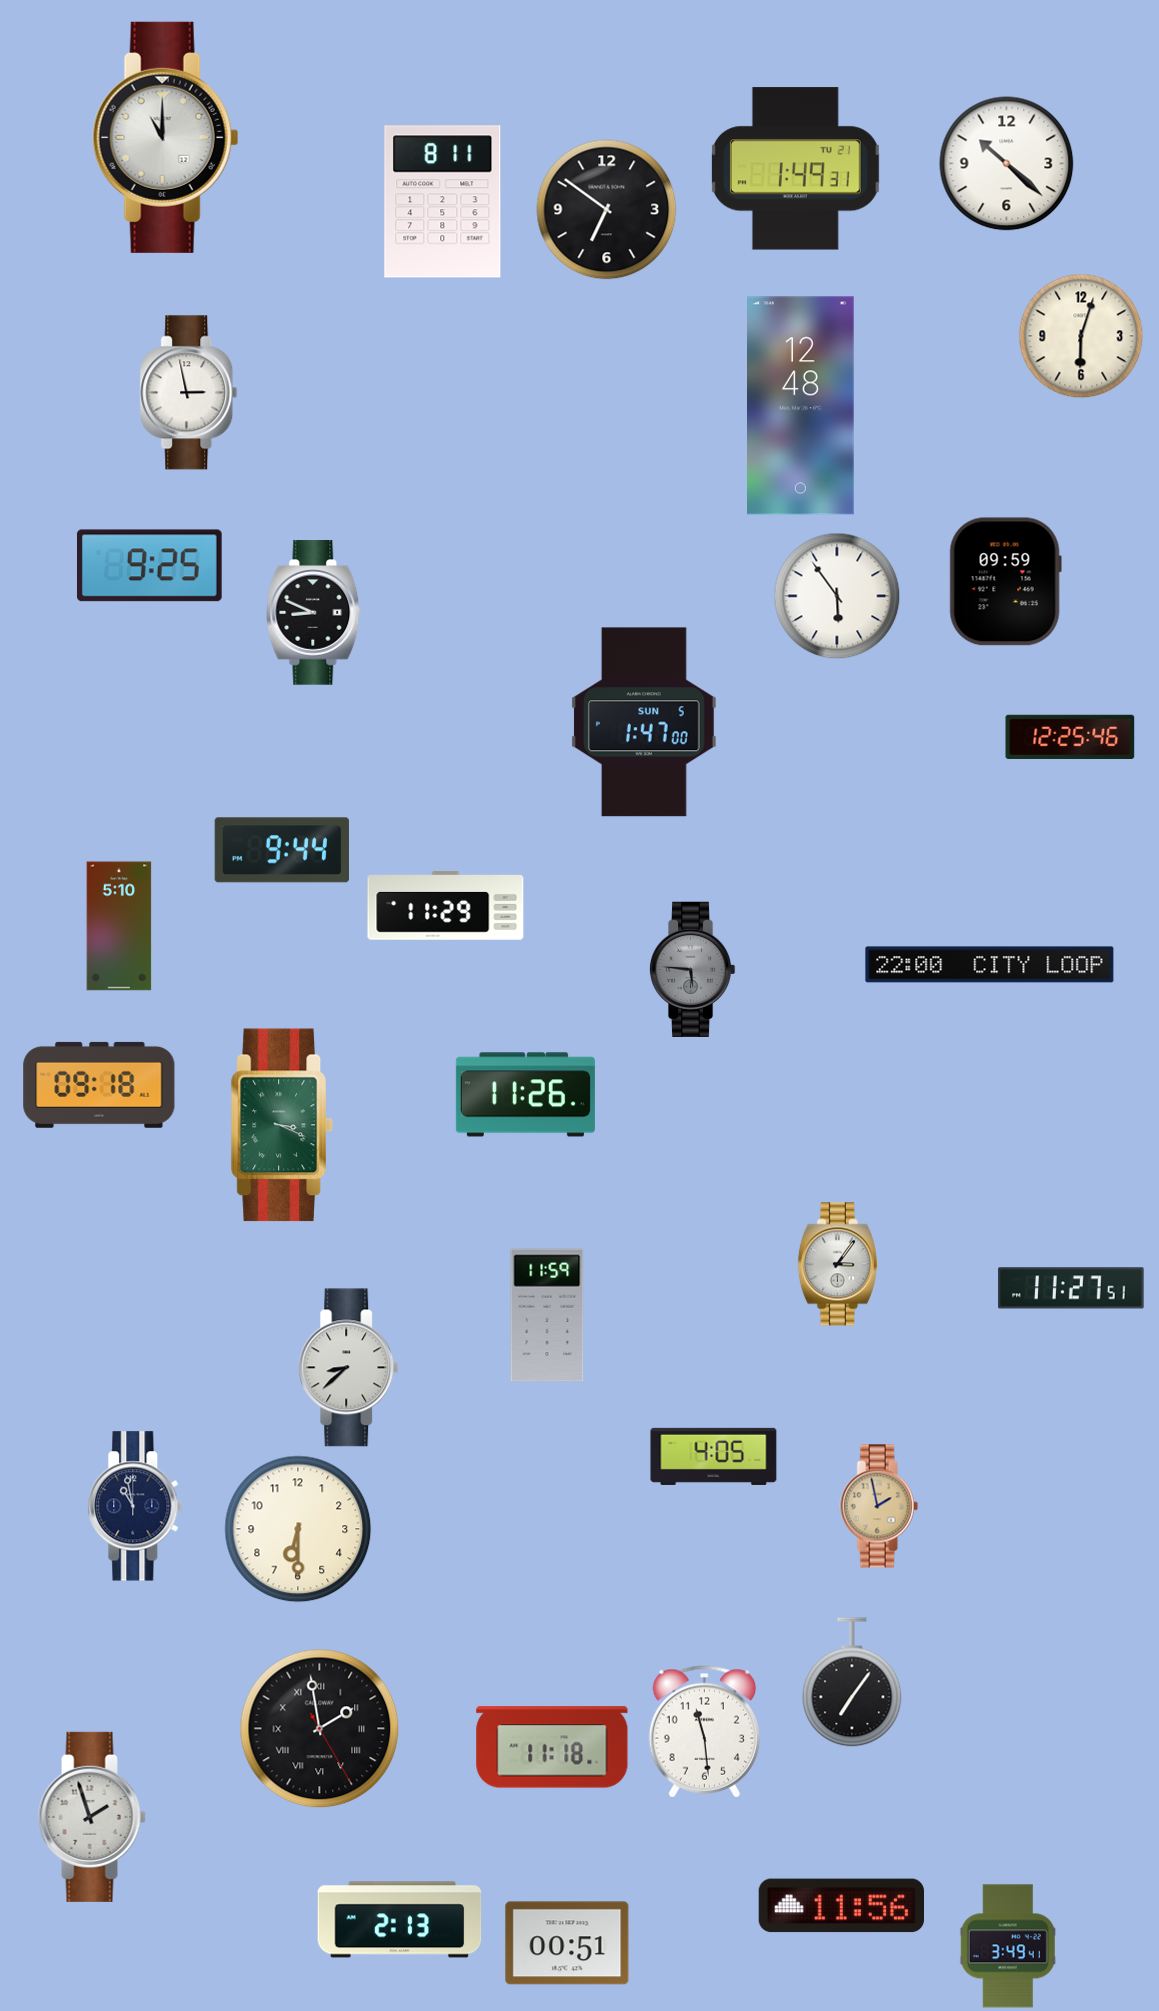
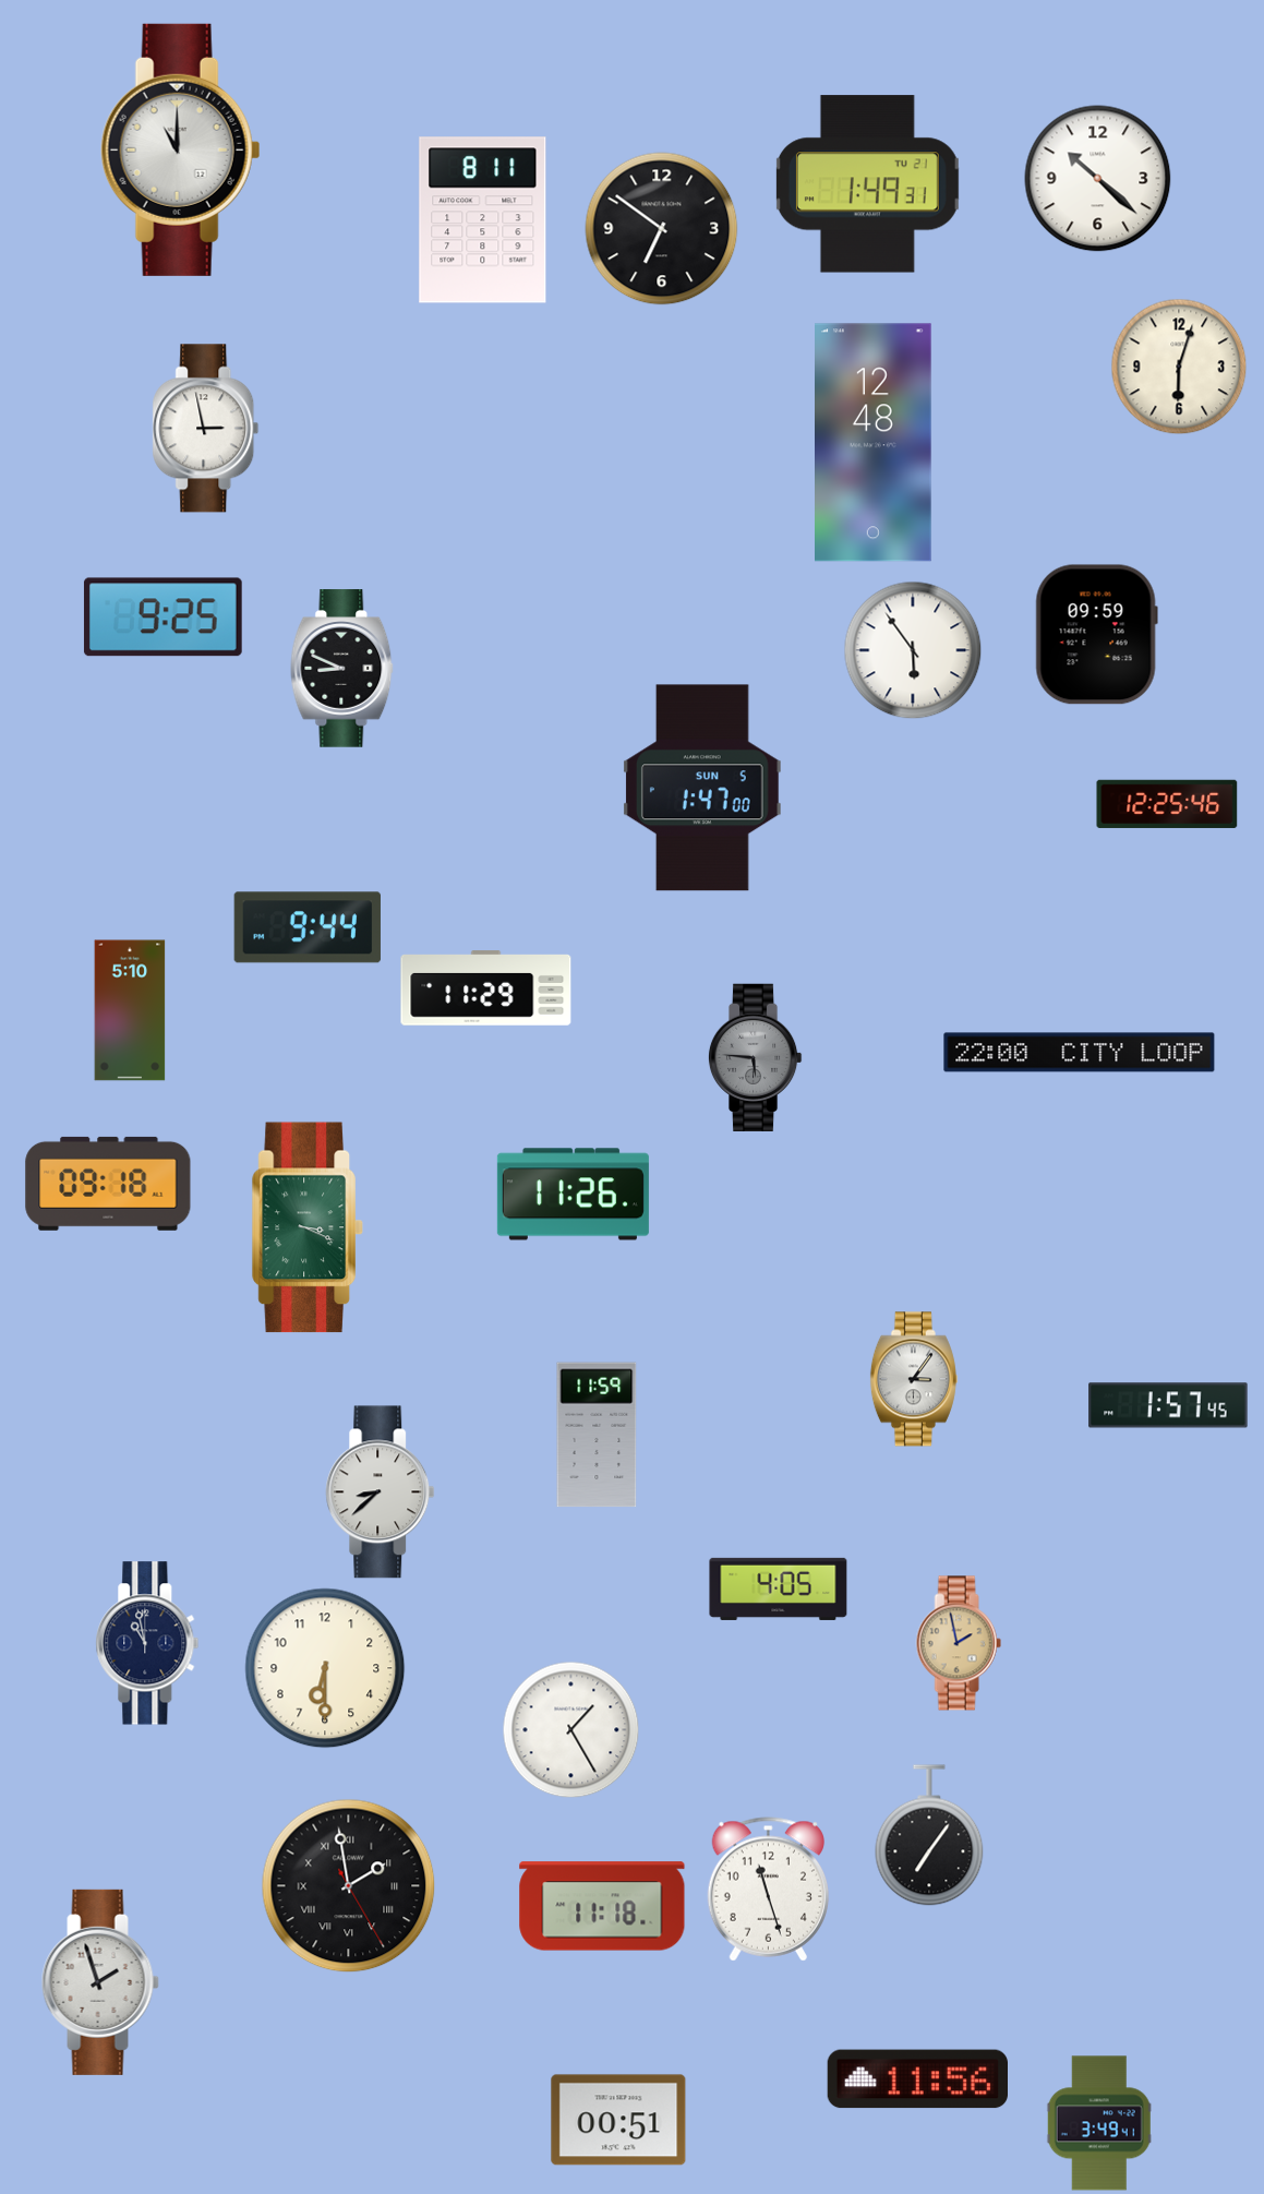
clock at (1071, 1288): 11:27 -> 1:57
clock at (571, 1730): none -> 1:25
clock at (704, 1732): 11:29 -> 11:27
clock at (400, 1920): 2:13 -> none
